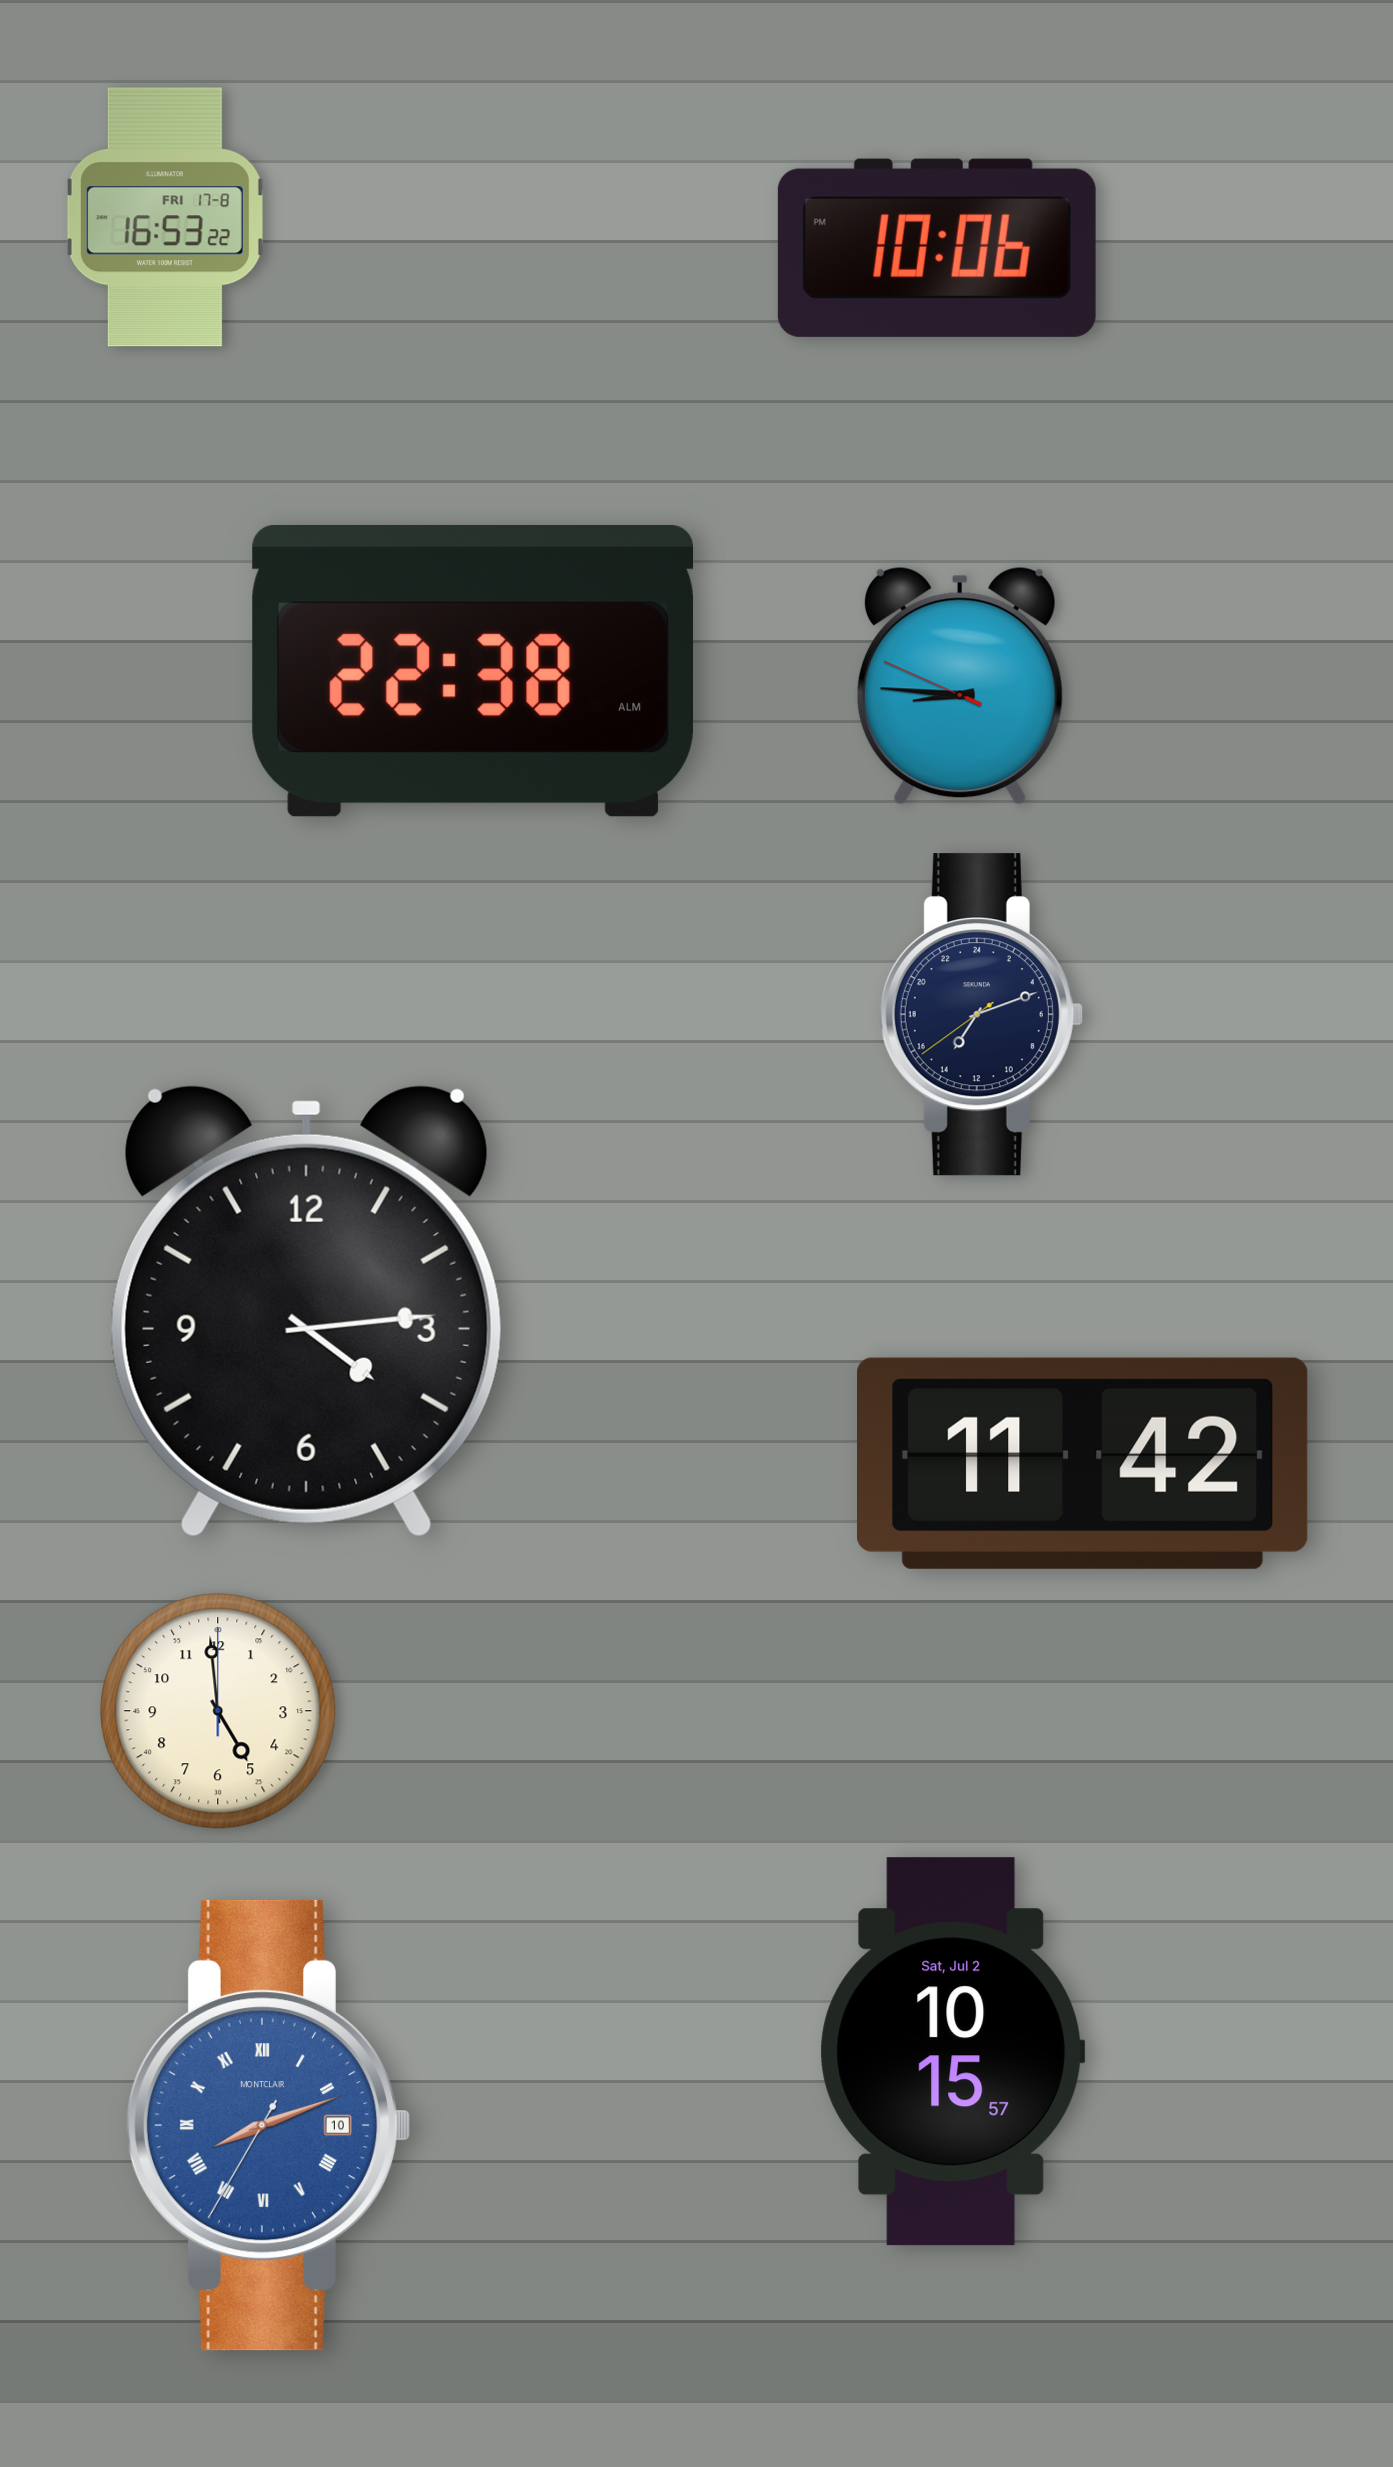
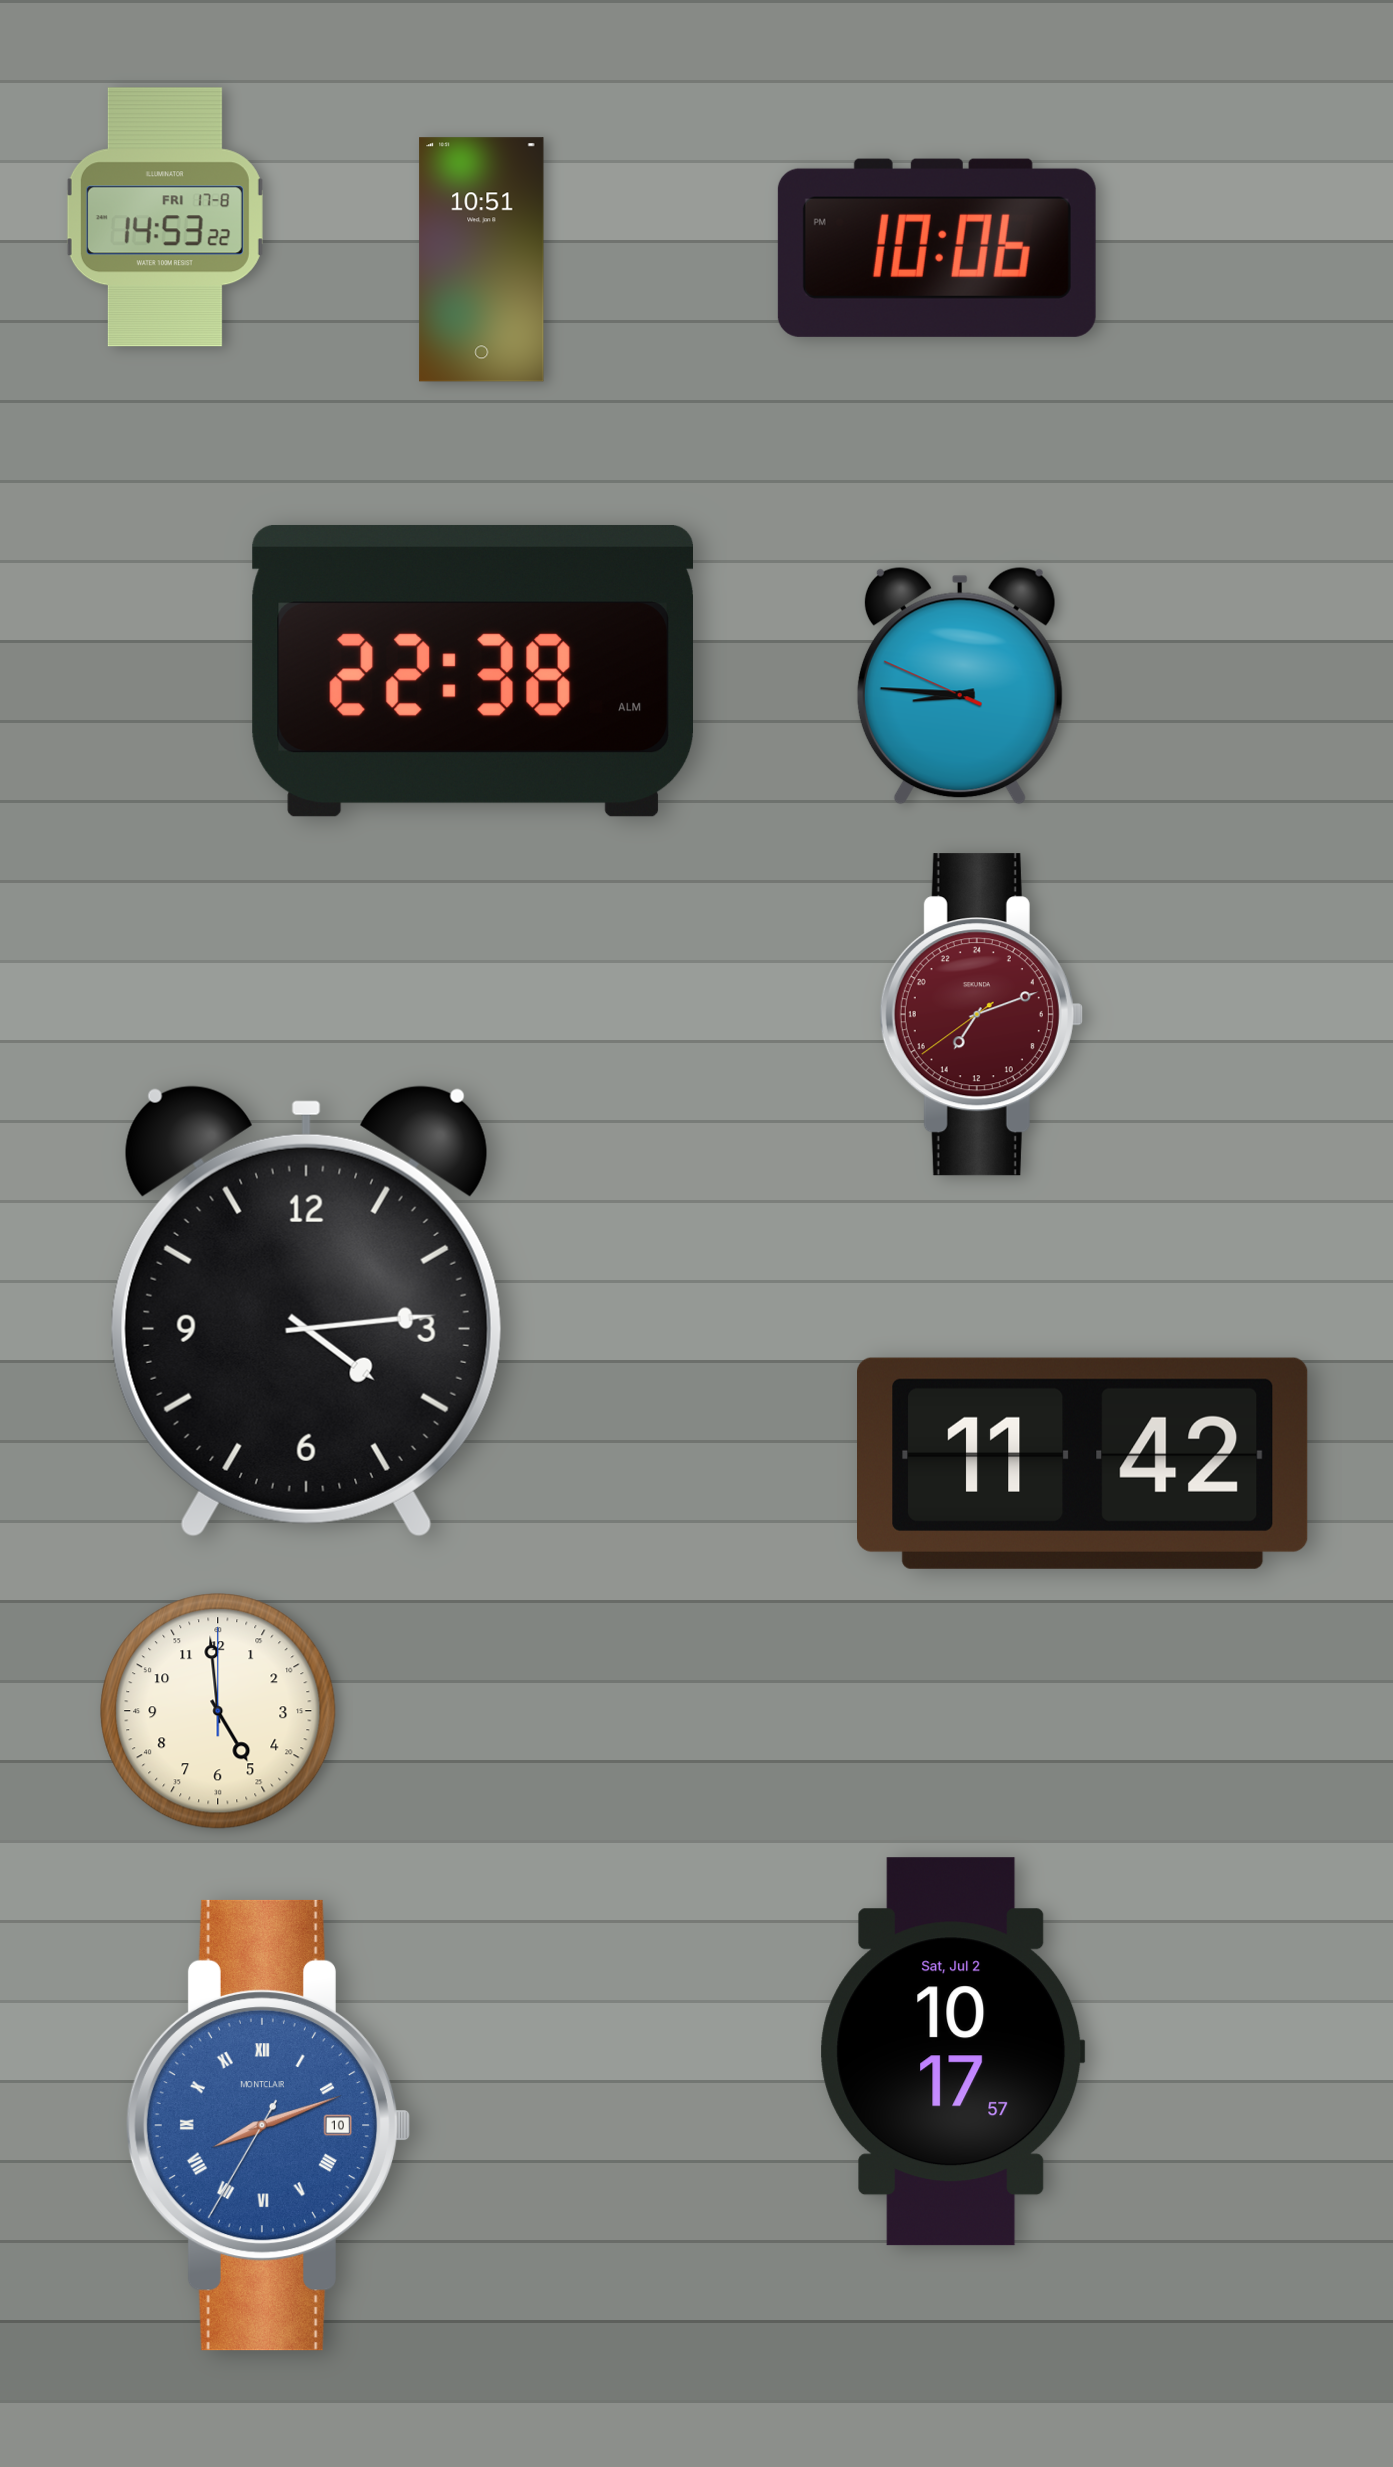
clock at (165, 217): 16:53 -> 14:53
clock at (482, 260): none -> 10:51
clock at (981, 1015) dial: navy -> burgundy
clock at (953, 2052): 10:15 -> 10:17
